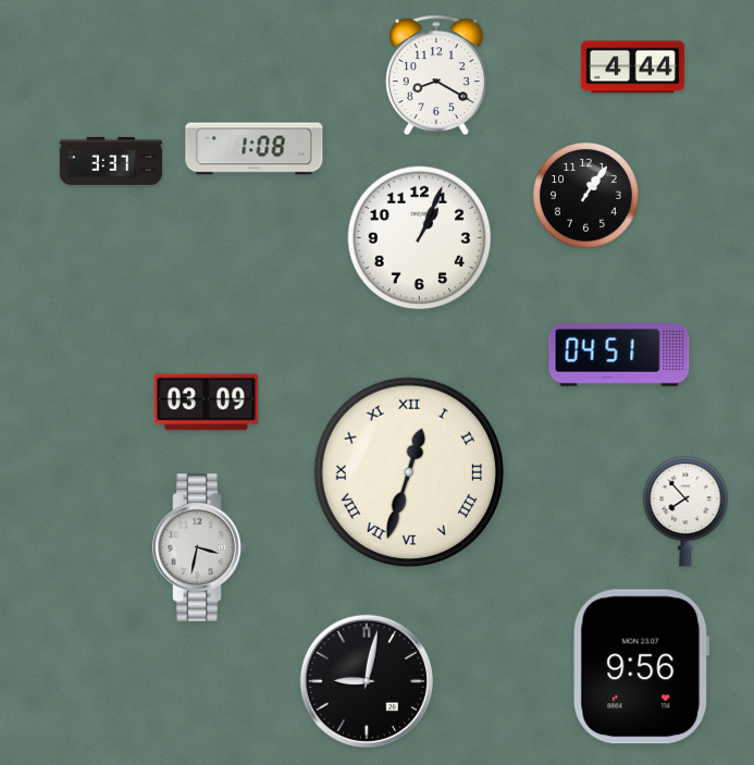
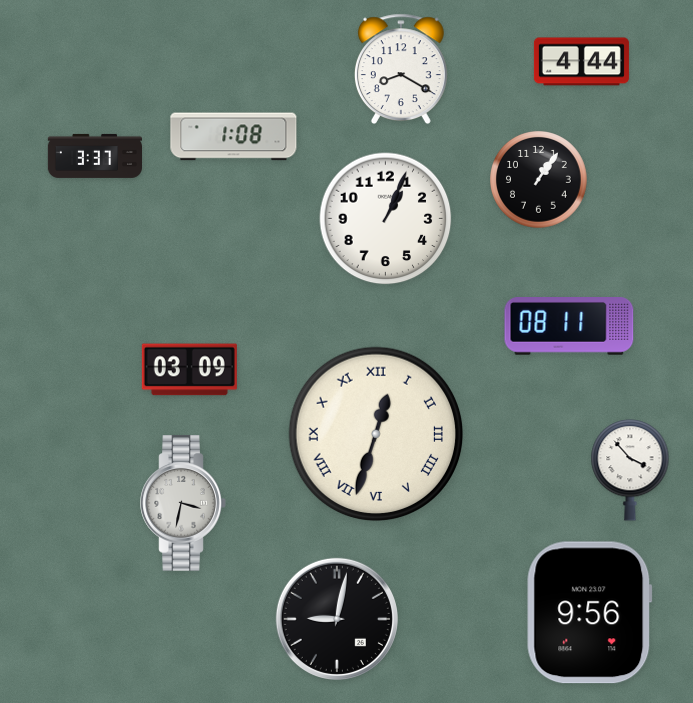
clock at (110, 161) position: (110, 161) -> (94, 156)
clock at (619, 356): 04:51 -> 08:11
clock at (685, 511): 7:53 -> 3:53
clock at (367, 681) position: (367, 681) -> (337, 619)
